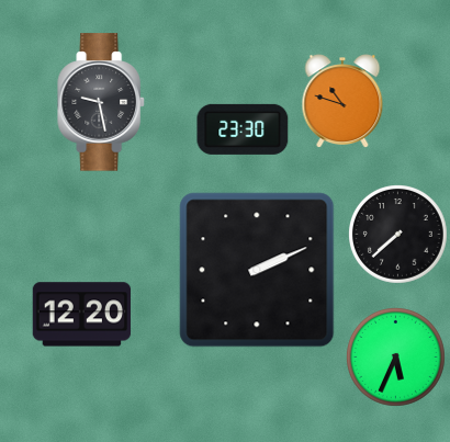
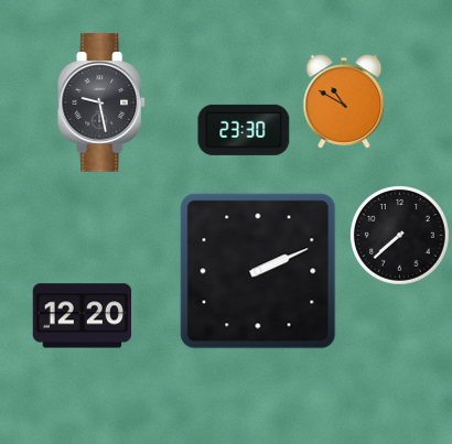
clock at (342, 101): 10:48 -> 10:50
clock at (396, 358): 5:34 -> none
